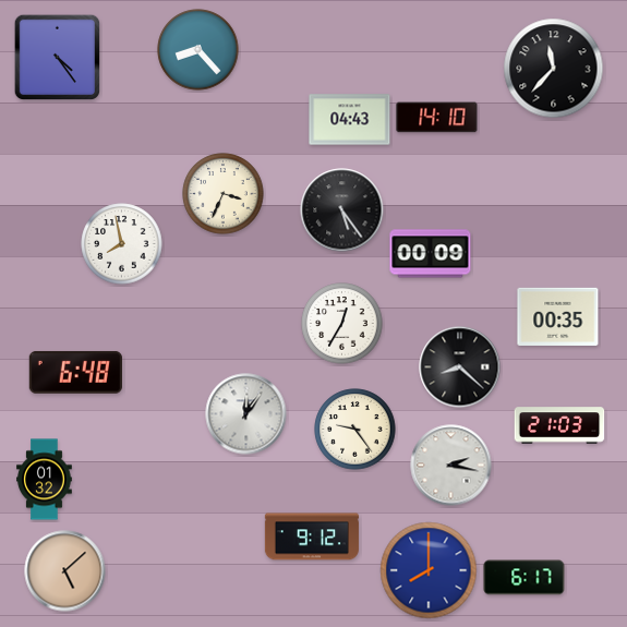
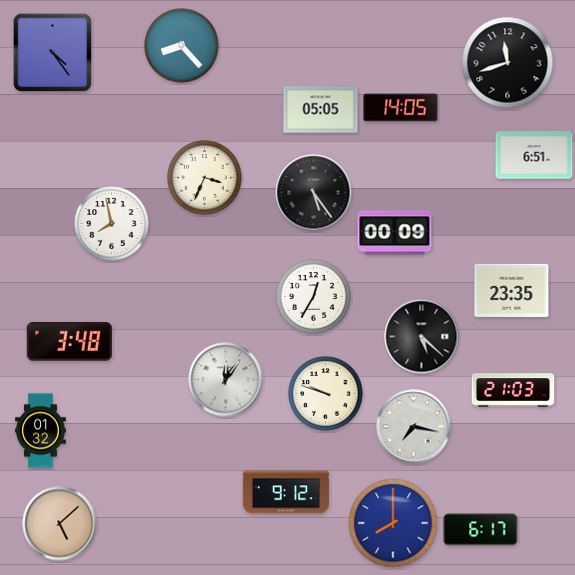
clock at (554, 69): 11:37 -> 11:42
clock at (437, 118): 14:10 -> 14:05
clock at (350, 120): 04:43 -> 05:05
clock at (534, 155): none -> 6:51
clock at (558, 316): 00:35 -> 23:35
clock at (460, 367): 8:22 -> 5:22
clock at (75, 372): 6:48 -> 3:48
clock at (355, 430): 9:24 -> 9:48
clock at (451, 466): 2:17 -> 7:17
clock at (45, 480) position: (45, 480) -> (41, 431)
